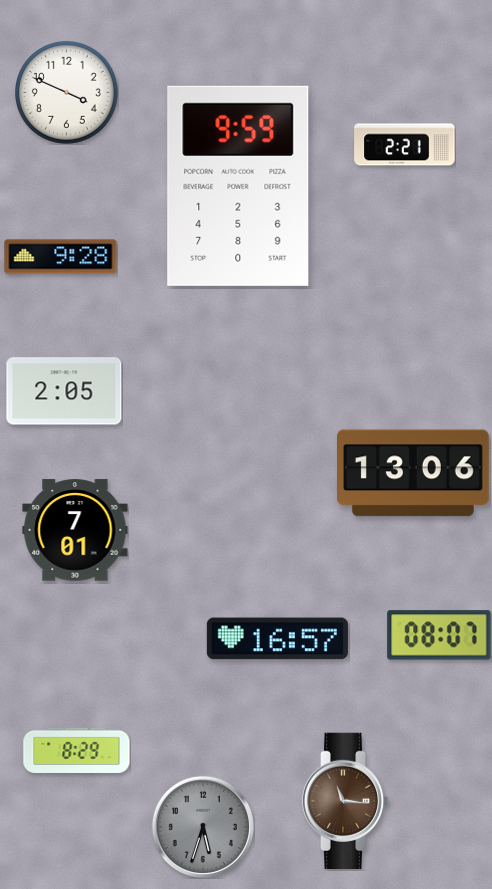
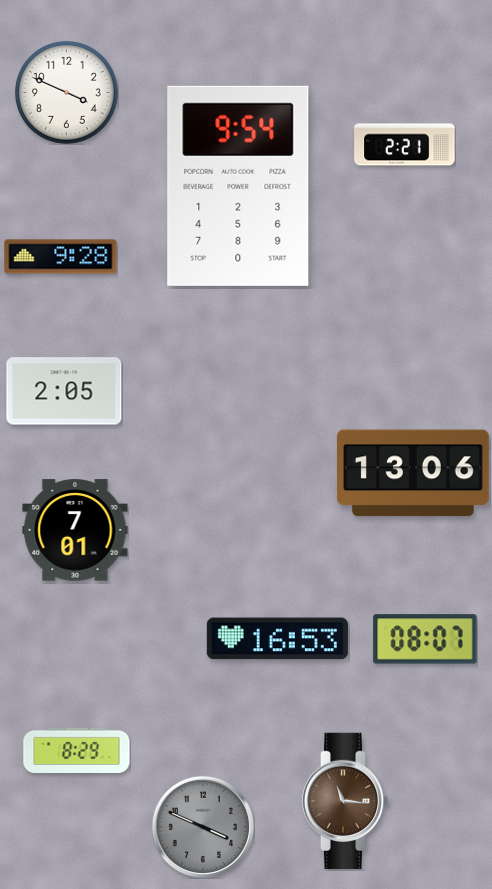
clock at (238, 186): 9:59 -> 9:54
clock at (439, 635) position: (439, 635) -> (425, 639)
clock at (277, 639): 16:57 -> 16:53
clock at (203, 827): 5:33 -> 3:49
